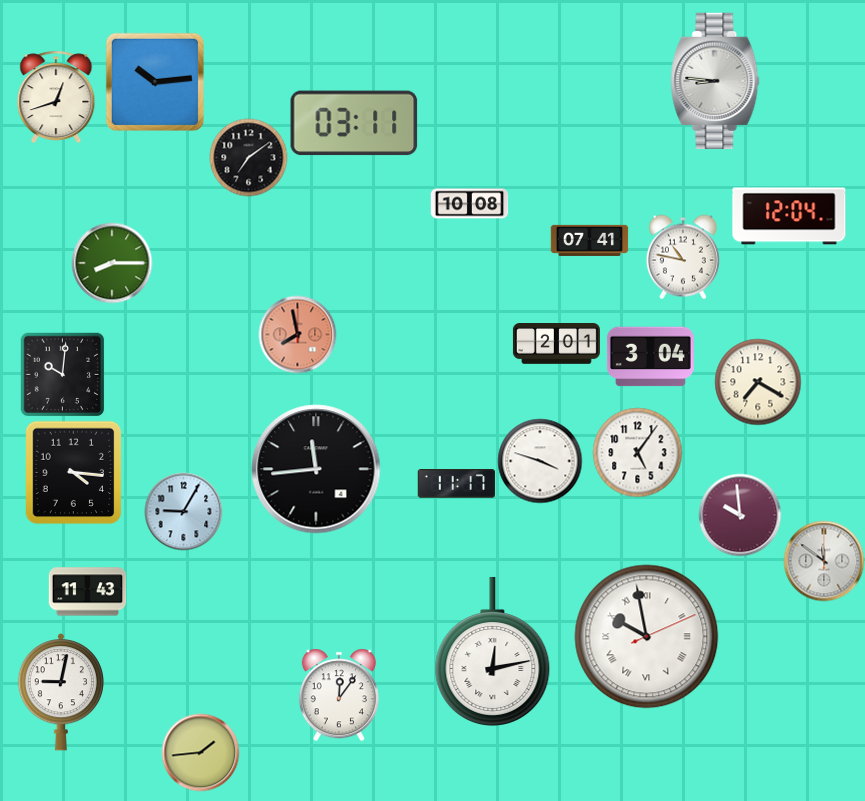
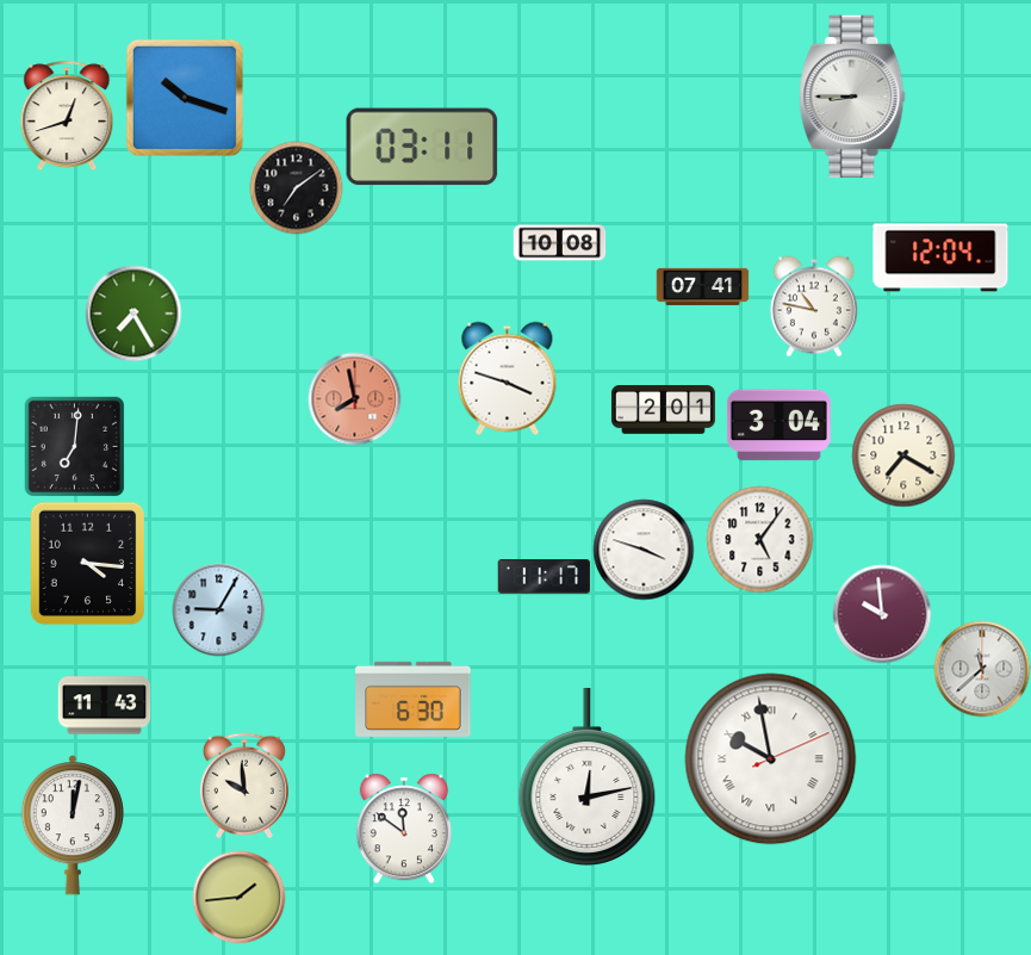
clock at (715, 81): 8:46 -> 8:45
clock at (155, 82): 10:14 -> 10:18
clock at (112, 263): 8:15 -> 7:25
clock at (508, 378): none -> 3:48
clock at (650, 357) position: (650, 357) -> (778, 426)
clock at (62, 374): 10:01 -> 7:01
clock at (316, 469): 11:44 -> none
clock at (824, 561): 11:51 -> 11:38
clock at (414, 699): none -> 6:30
clock at (244, 786): none -> 9:59
clock at (60, 692): 9:02 -> 12:02
clock at (339, 695): 12:06 -> 11:51
